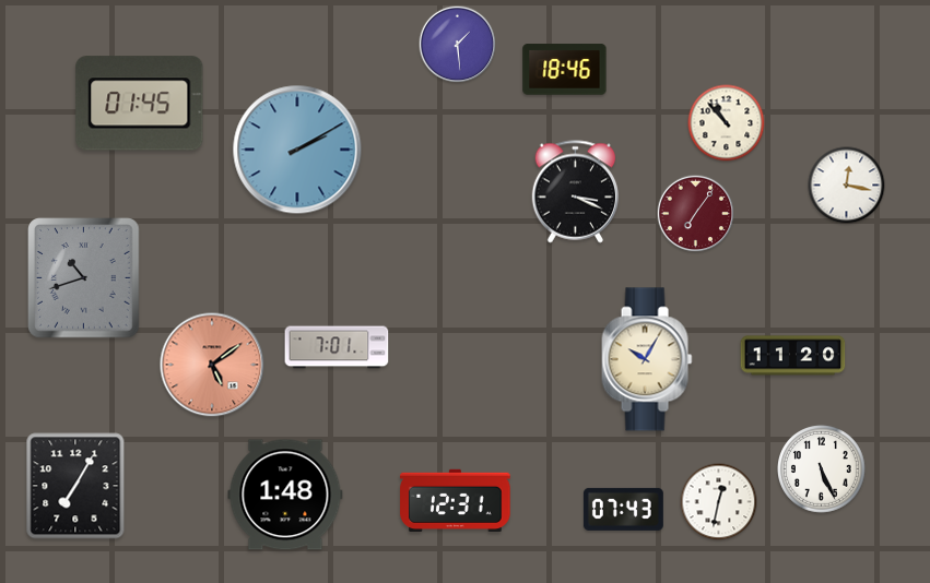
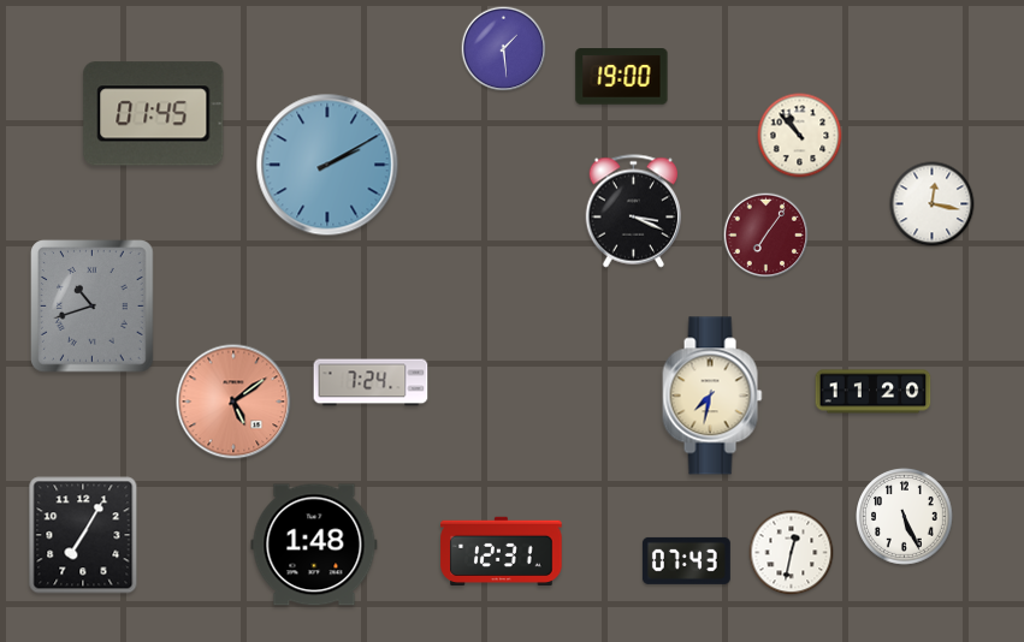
clock at (565, 70): 18:46 -> 19:00
clock at (337, 347): 7:01 -> 7:24
clock at (647, 359): 10:05 -> 7:32
